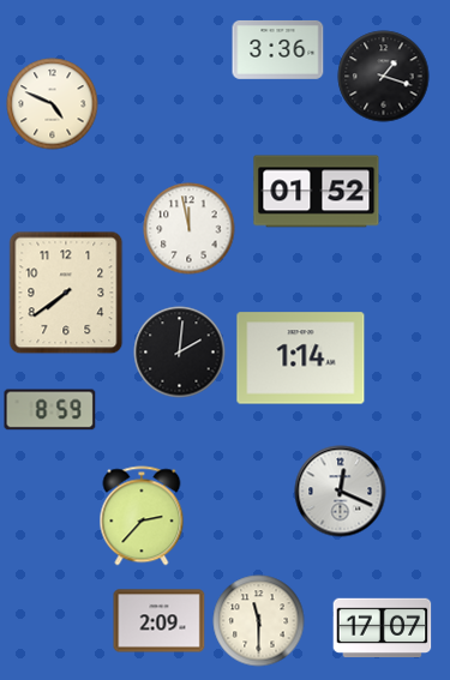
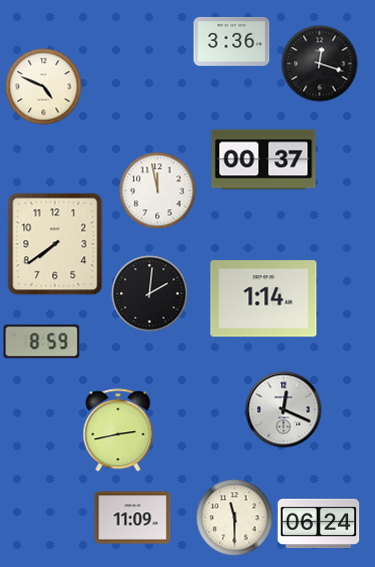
clock at (384, 77): 1:18 -> 12:18
clock at (317, 192): 01:52 -> 00:37
clock at (301, 359) position: (301, 359) -> (264, 299)
clock at (142, 516): 2:37 -> 2:43
clock at (160, 621): 2:09 -> 11:09
clock at (259, 621) position: (259, 621) -> (235, 518)
clock at (383, 628): 17:07 -> 06:24
